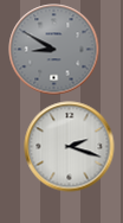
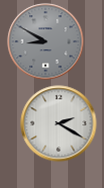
clock at (70, 147): 2:18 -> 2:20
